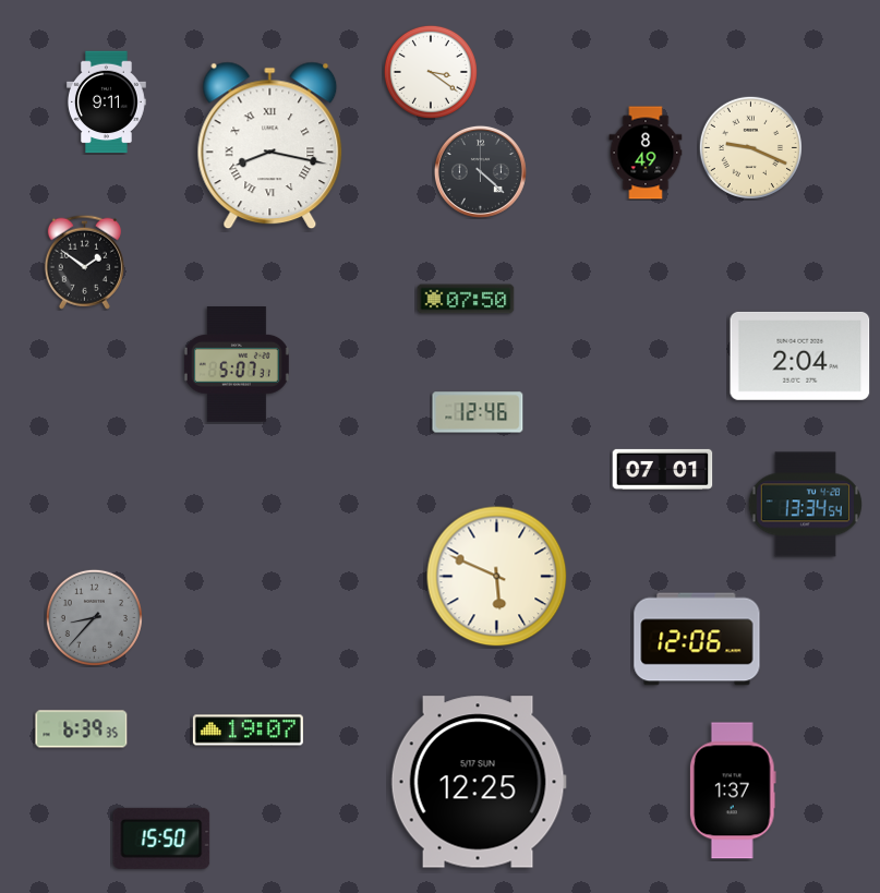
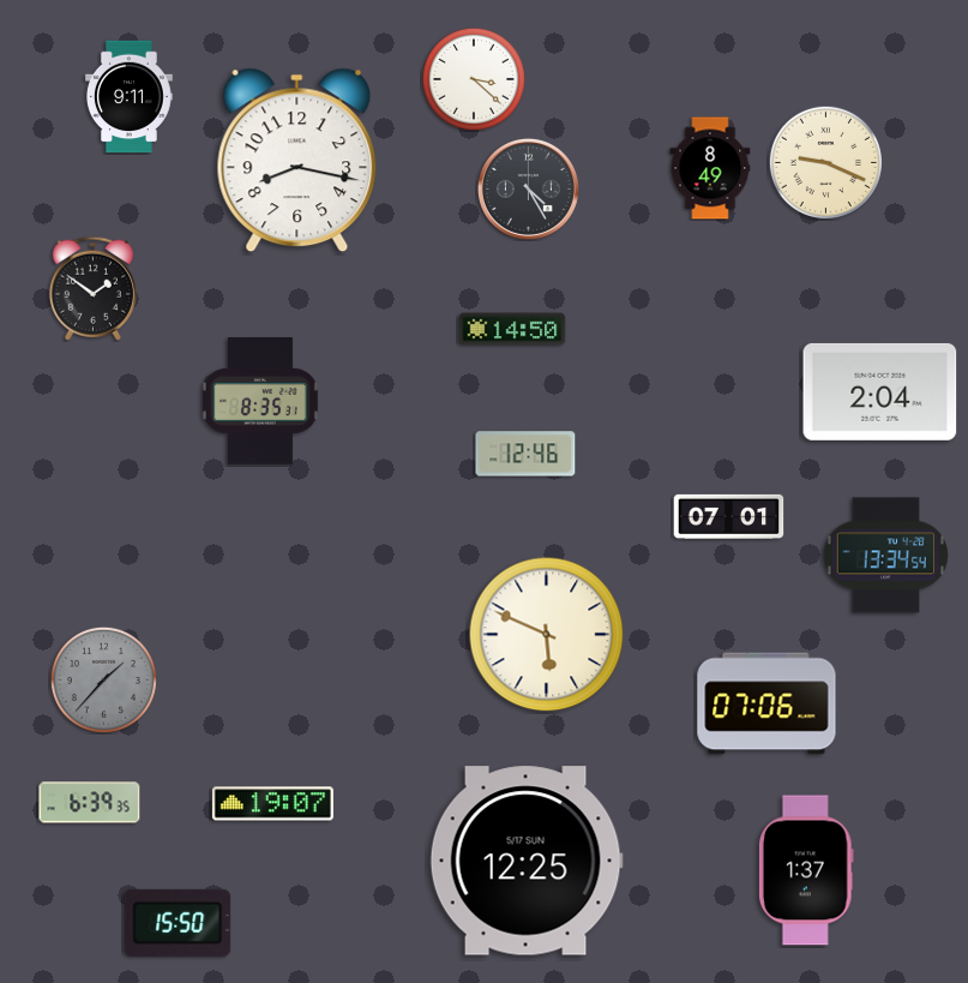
clock at (431, 72): 3:21 -> 3:22
clock at (106, 102) position: (106, 102) -> (128, 97)
clock at (270, 146) numerals: Roman -> Arabic
clock at (480, 171): 4:22 -> 4:25
clock at (466, 299): 07:50 -> 14:50
clock at (237, 365): 5:07 -> 8:35
clock at (94, 617): 8:37 -> 1:37
clock at (697, 639): 12:06 -> 07:06
